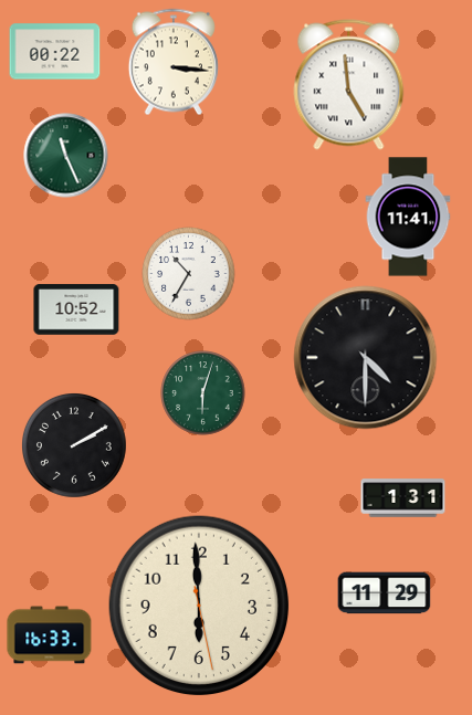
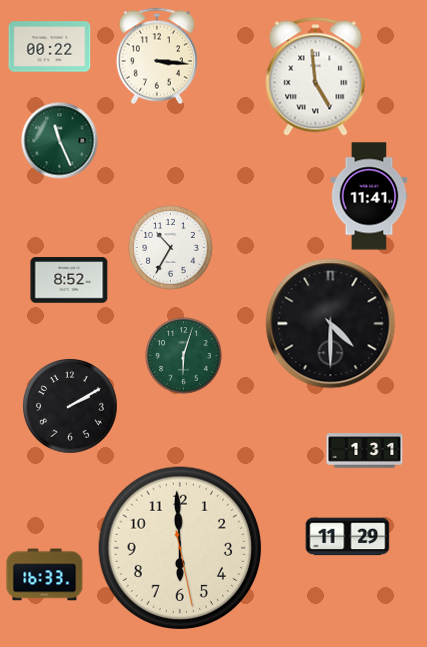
clock at (76, 309): 10:52 -> 8:52
clock at (75, 446) position: (75, 446) -> (71, 407)
